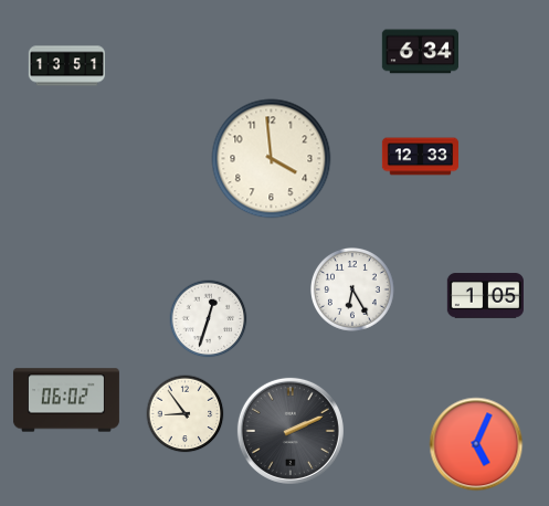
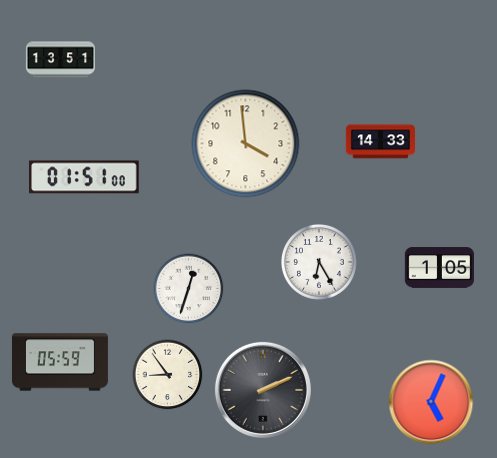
clock at (420, 52): 6:34 -> none
clock at (421, 157): 12:33 -> 14:33
clock at (85, 177): none -> 01:51
clock at (66, 400): 06:02 -> 05:59
